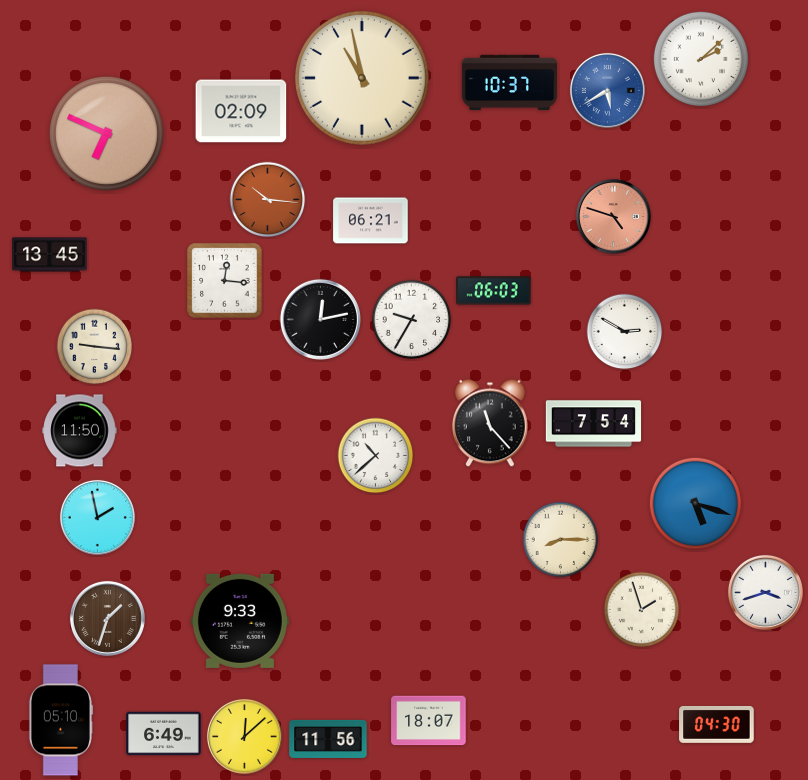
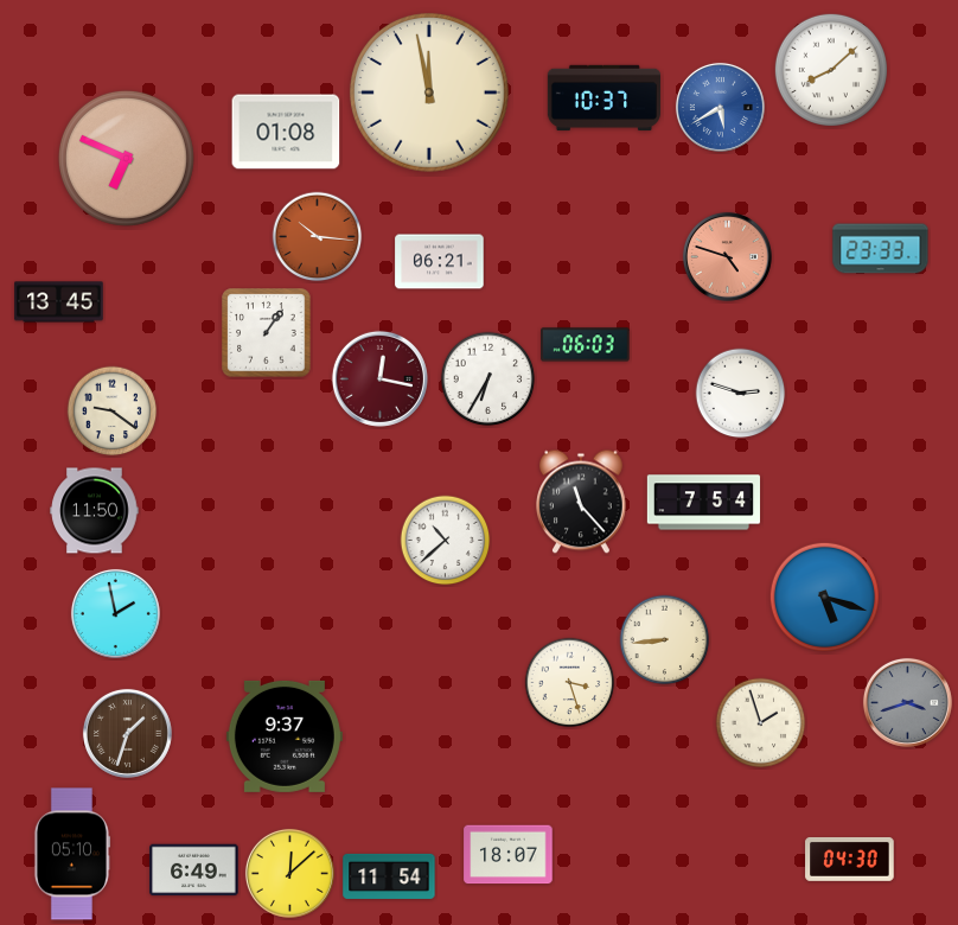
clock at (701, 59): 2:08 -> 8:08
clock at (362, 78): 10:58 -> 11:58
clock at (241, 111): 02:09 -> 01:08
clock at (881, 249): none -> 23:33
clock at (225, 281): 12:16 -> 1:06
clock at (320, 319): 12:13 -> 12:17
clock at (320, 319) dial: black -> burgundy
clock at (412, 320): 9:35 -> 6:35
clock at (625, 332): 2:50 -> 2:48
clock at (95, 347): 9:16 -> 9:21
clock at (561, 540): 8:15 -> 8:44
clock at (570, 683): none -> 3:27
clock at (765, 592) dial: white -> grey
clock at (240, 621): 9:33 -> 9:37
clock at (328, 739): 11:56 -> 11:54
